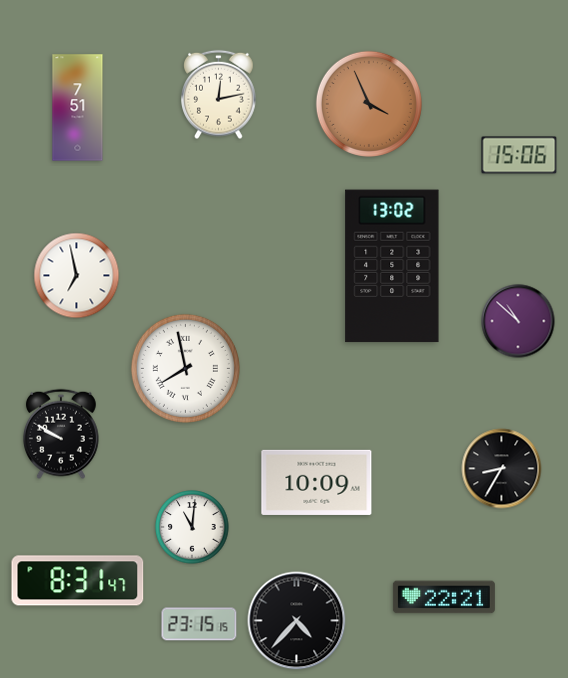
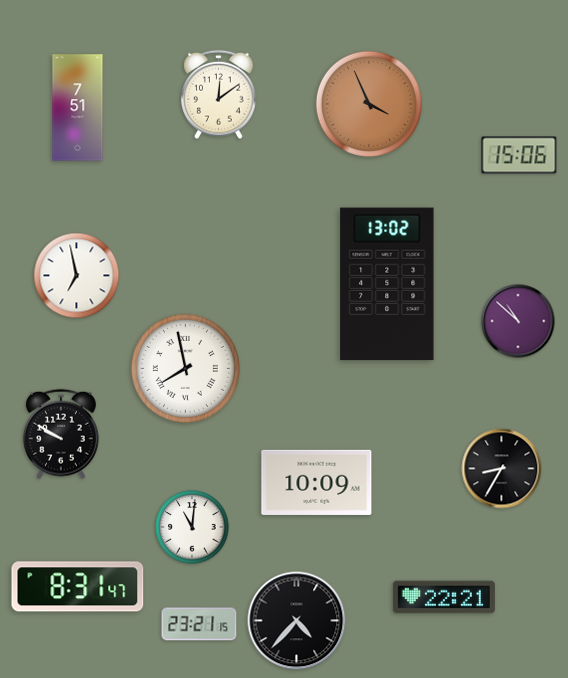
clock at (219, 95): 12:13 -> 12:09
clock at (392, 266) position: (392, 266) -> (387, 284)
clock at (78, 581) position: (78, 581) -> (78, 587)
clock at (199, 624): 23:15 -> 23:21
